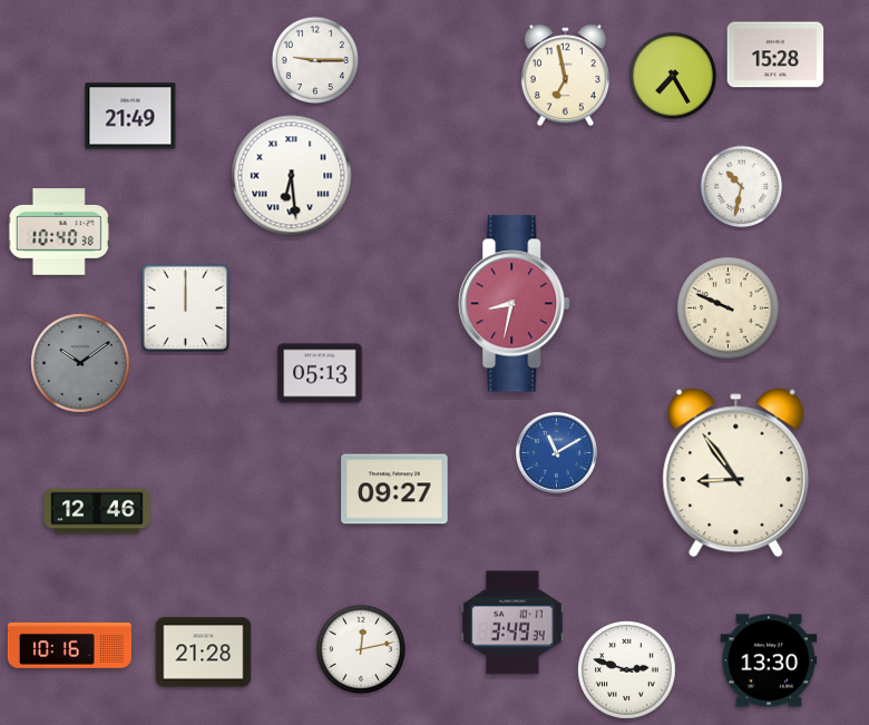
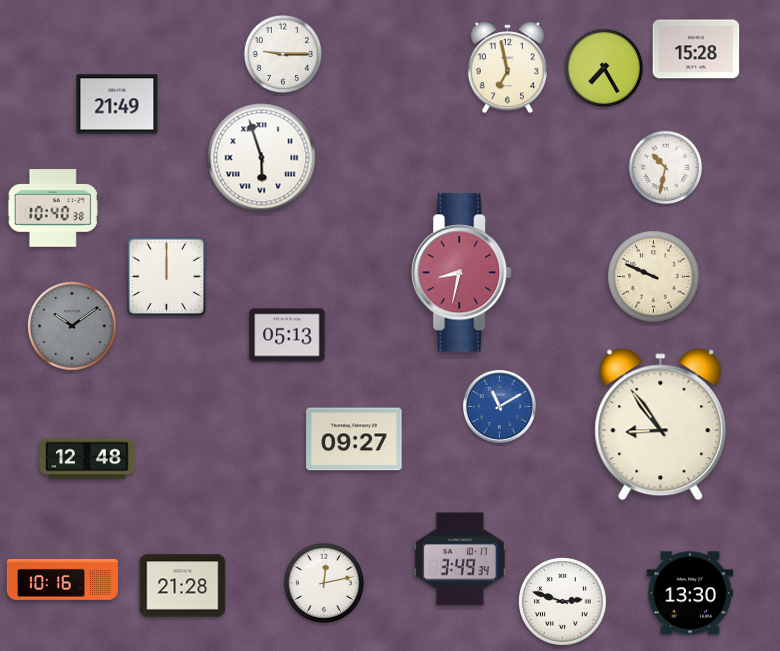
clock at (292, 176): 6:29 -> 5:57
clock at (97, 511): 12:46 -> 12:48
